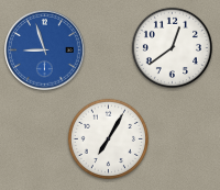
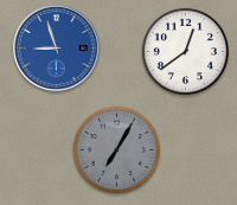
clock at (45, 51) position: (45, 51) -> (57, 49)
clock at (108, 138) dial: white -> grey
